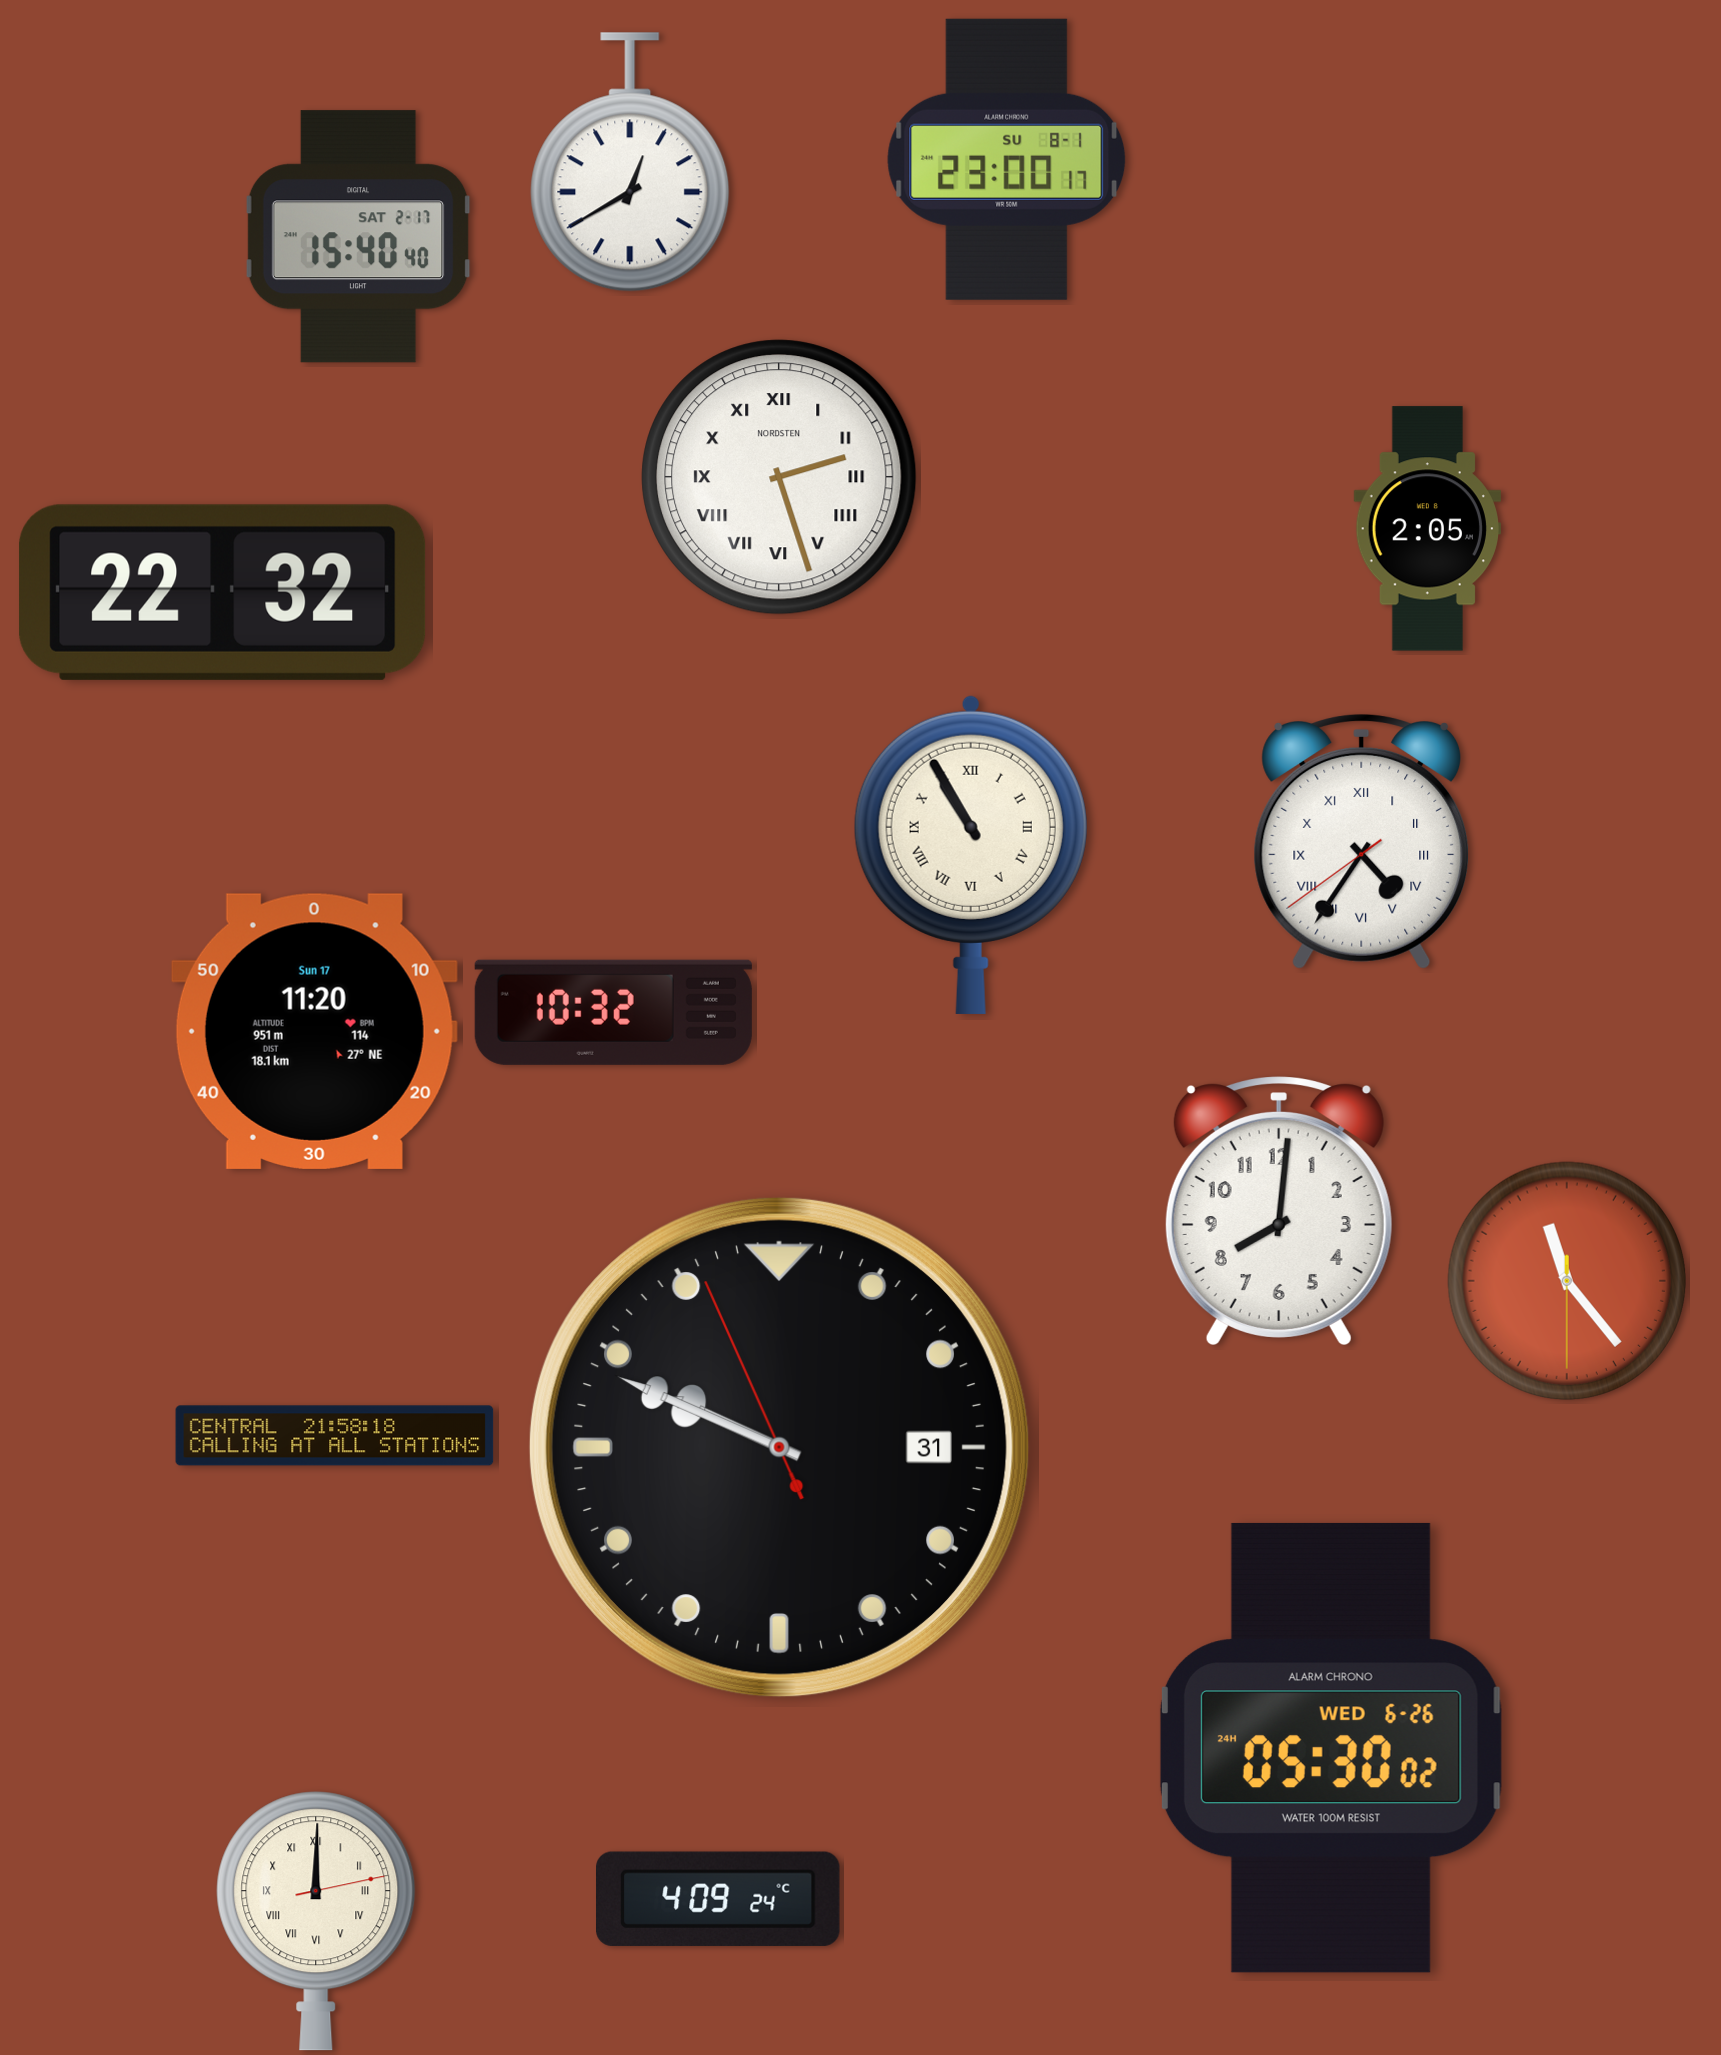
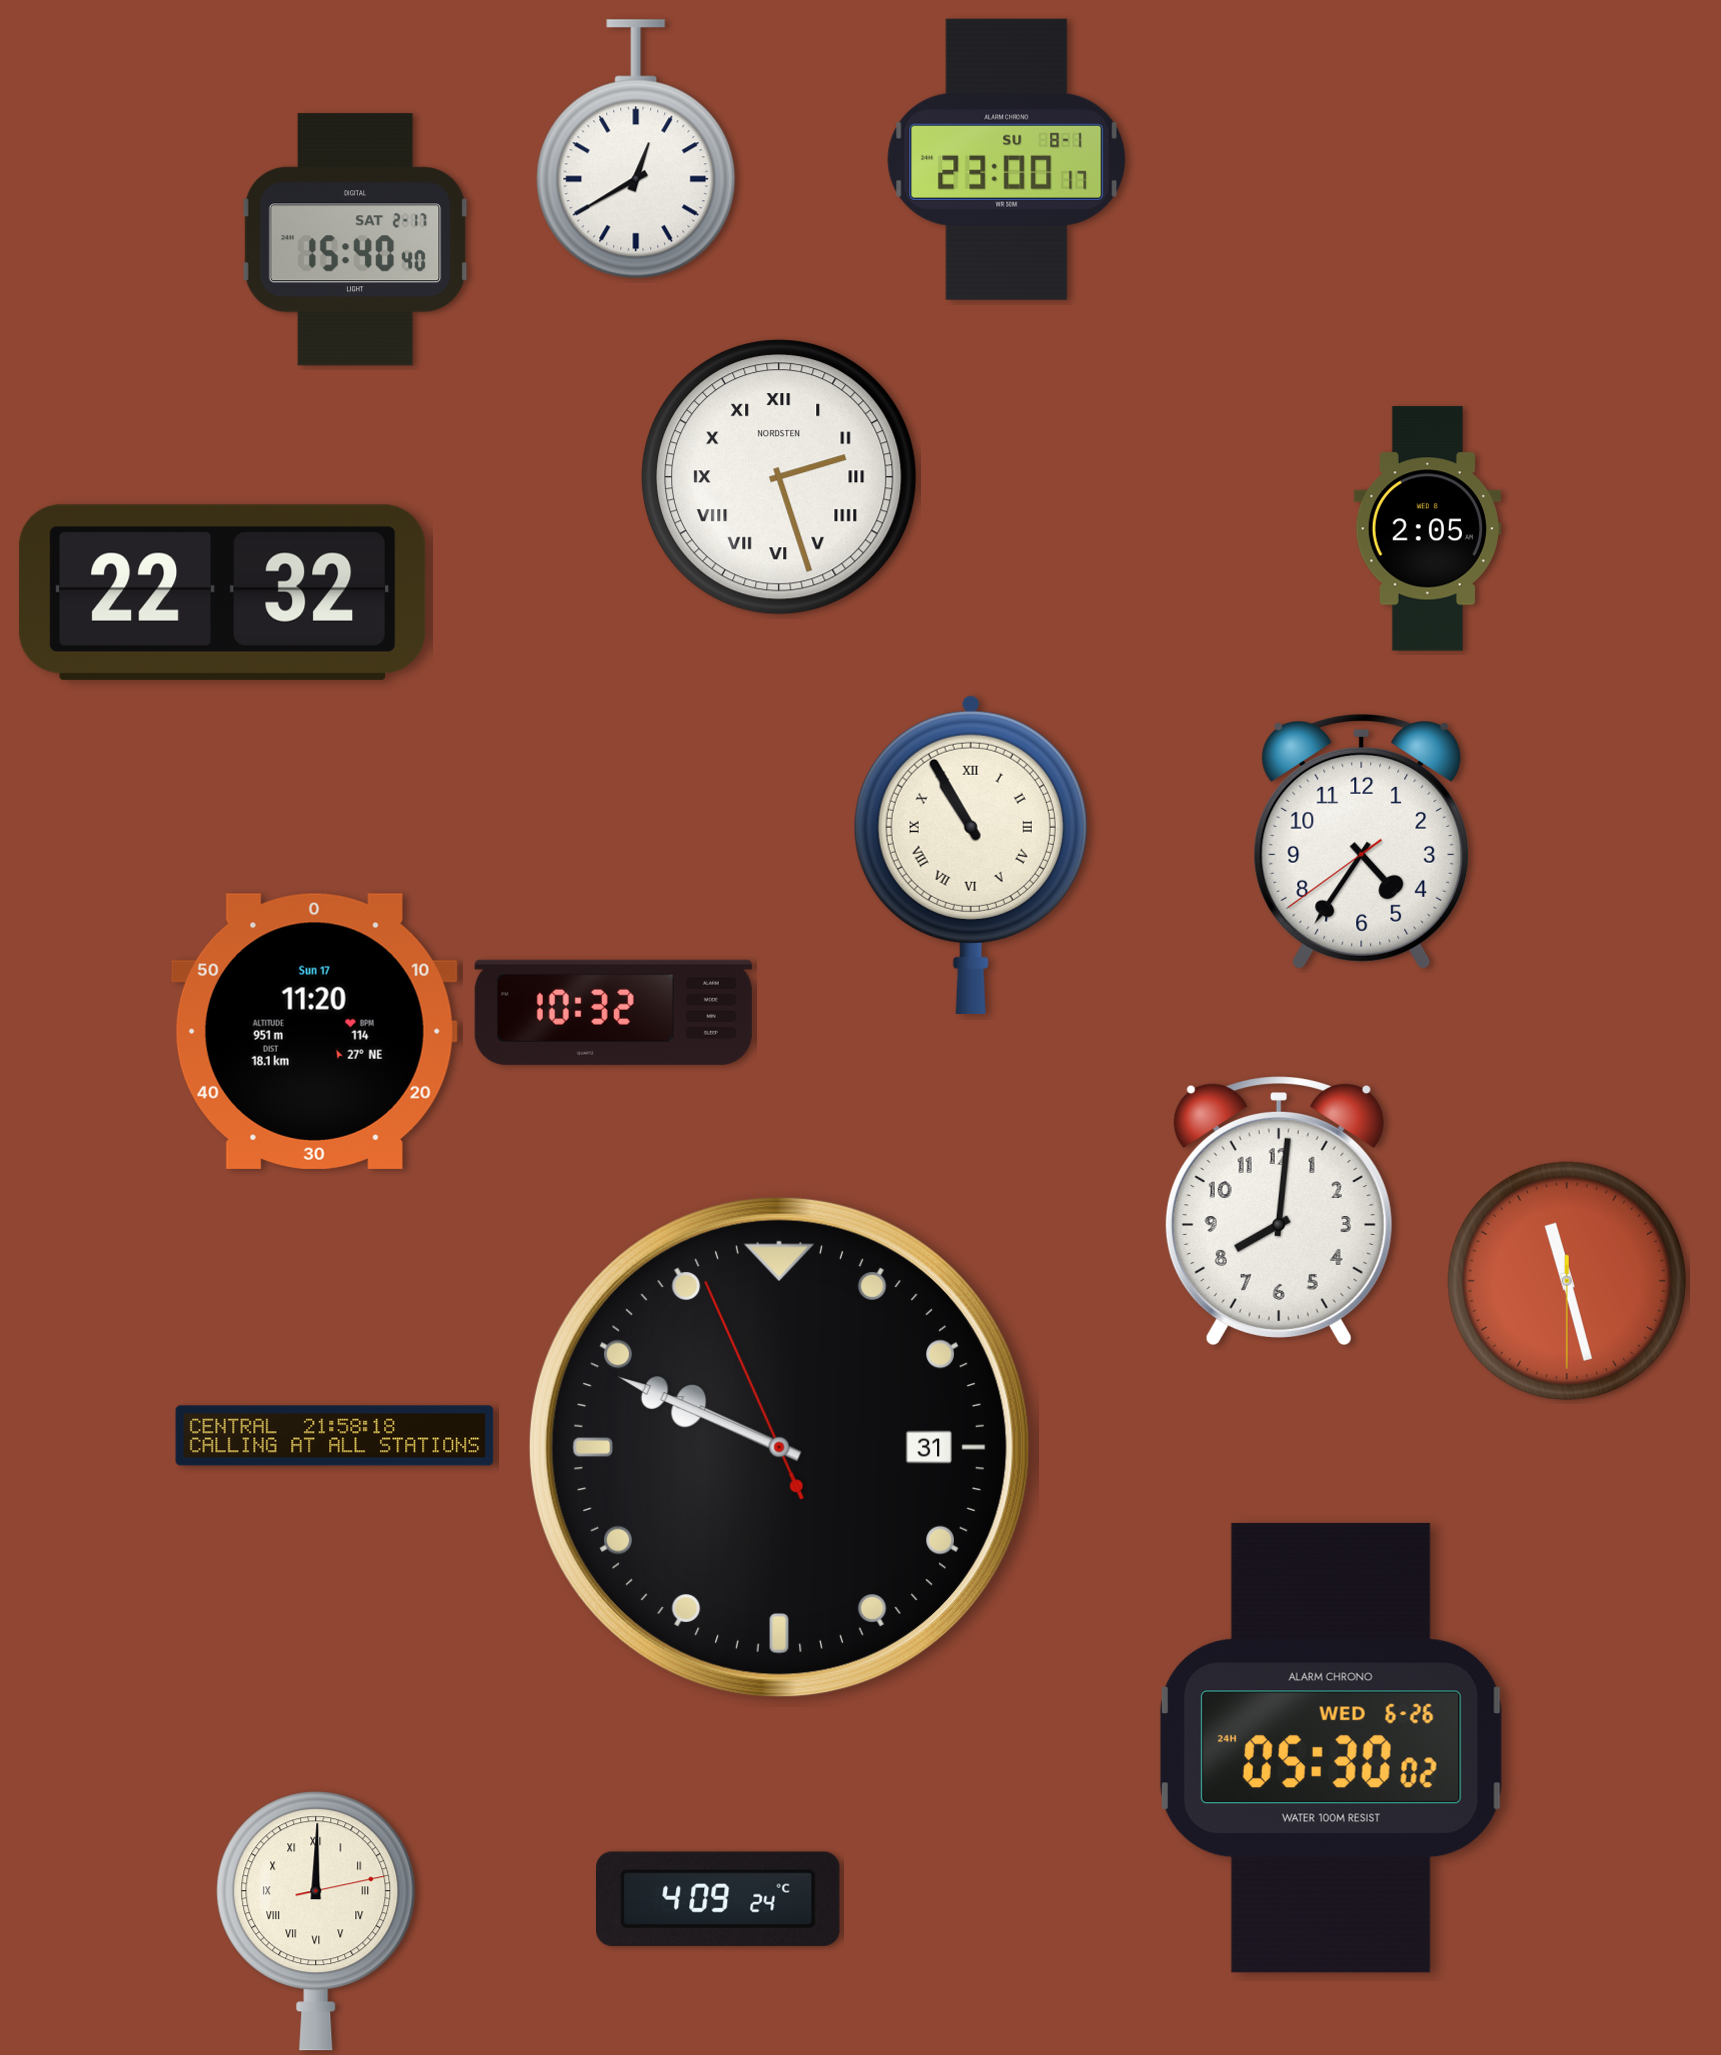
clock at (630, 162) position: (630, 162) -> (636, 149)
clock at (358, 237) position: (358, 237) -> (355, 240)
clock at (1362, 842) numerals: Roman -> Arabic
clock at (1566, 1280): 11:23 -> 11:27
